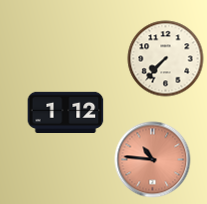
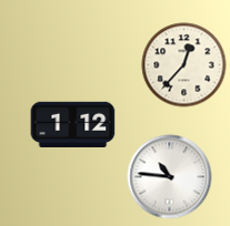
clock at (166, 59): 7:37 -> 12:37
clock at (153, 160) dial: salmon -> white
